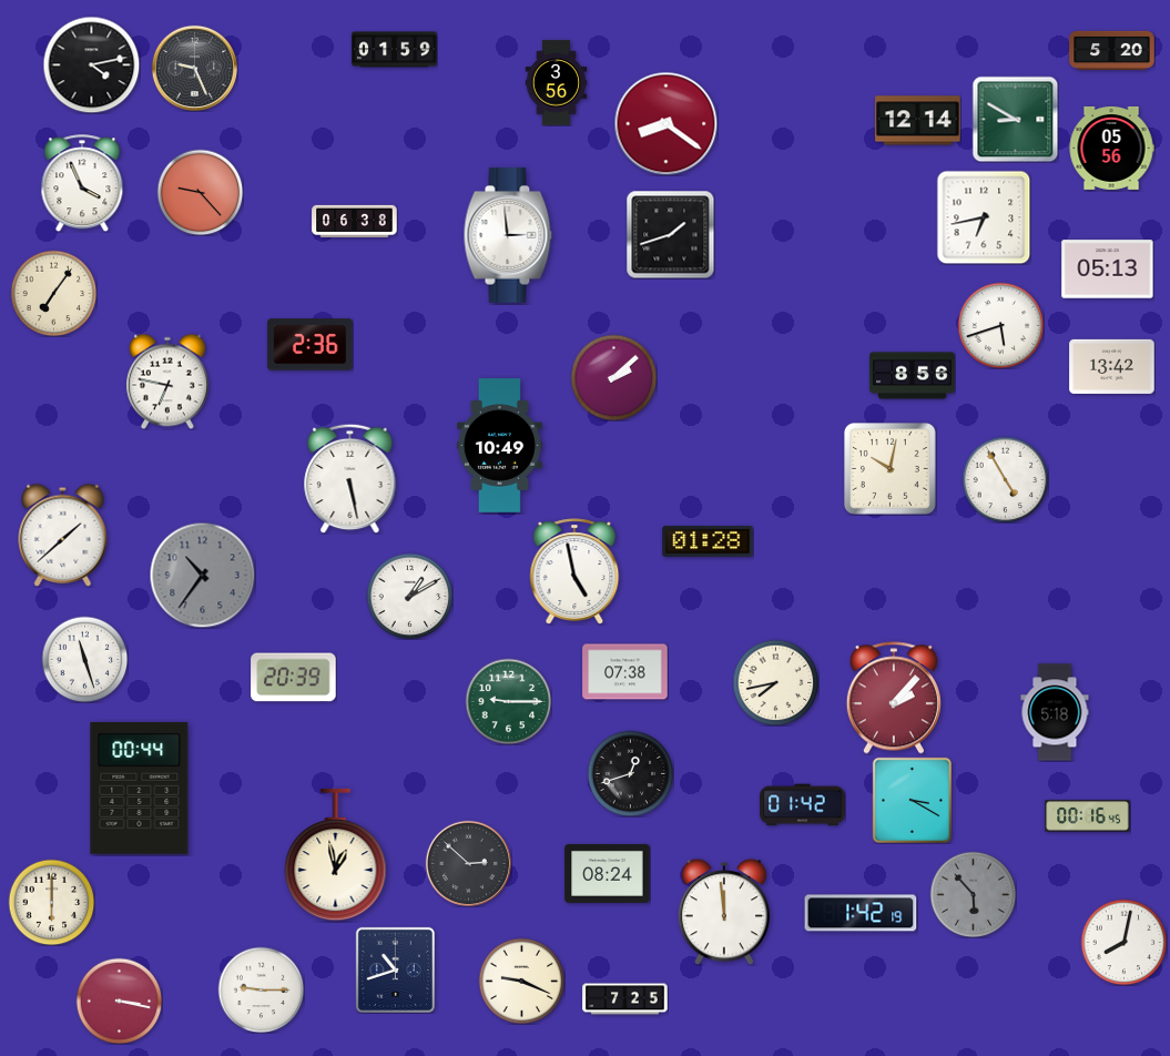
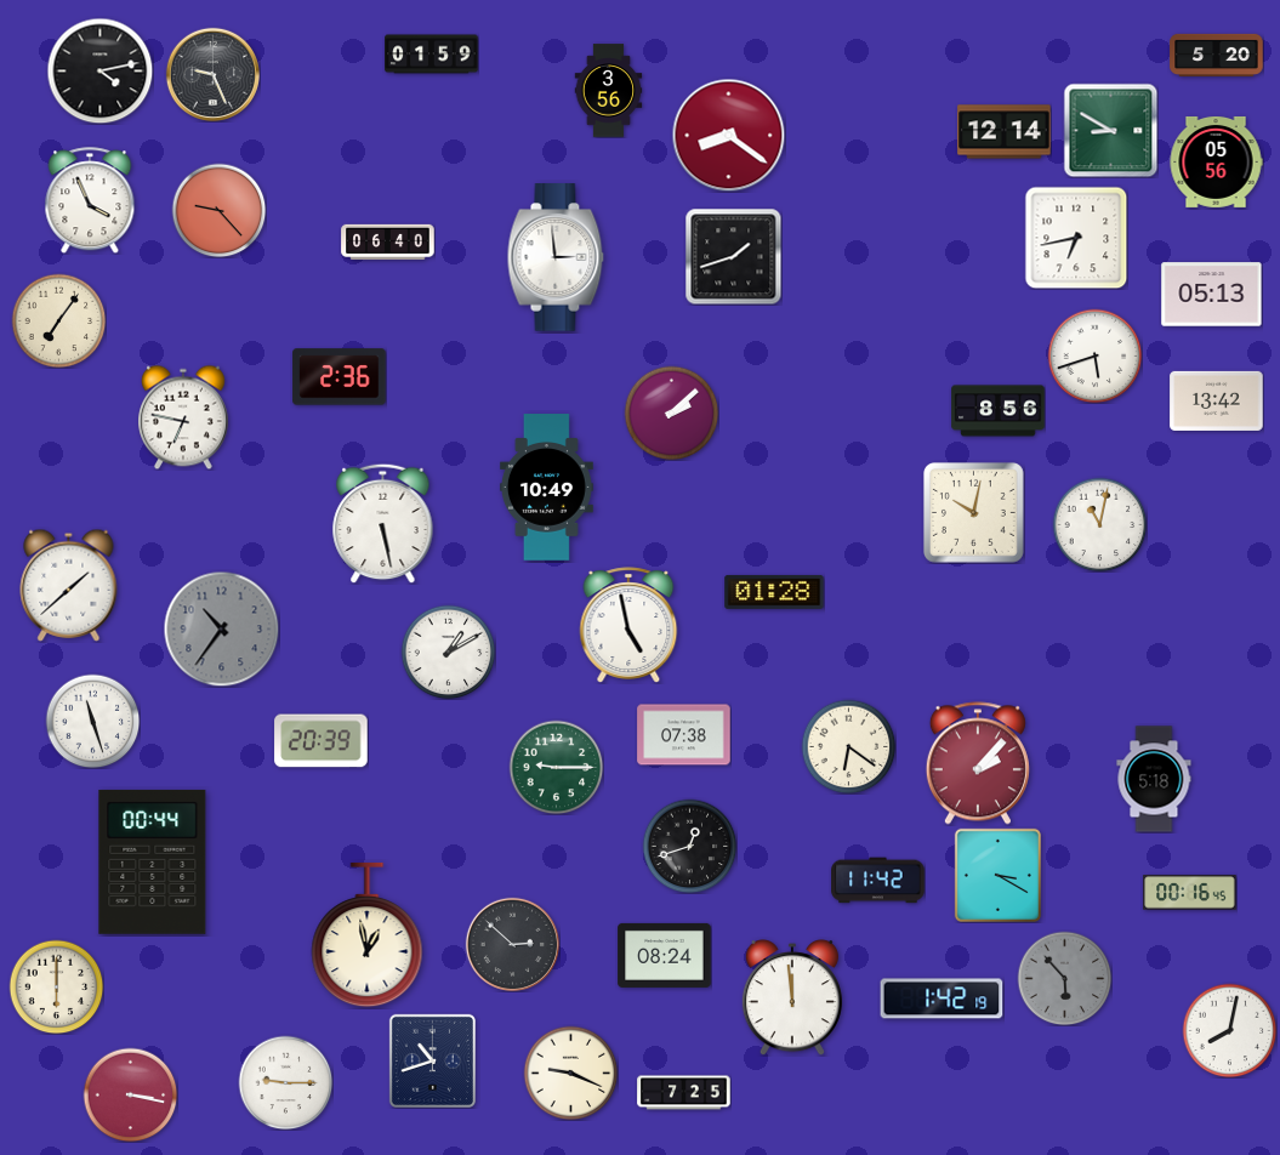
clock at (355, 221): 06:38 -> 06:40
clock at (1005, 479): 4:55 -> 11:02
clock at (775, 682): 7:43 -> 6:21
clock at (803, 805): 01:42 -> 11:42
